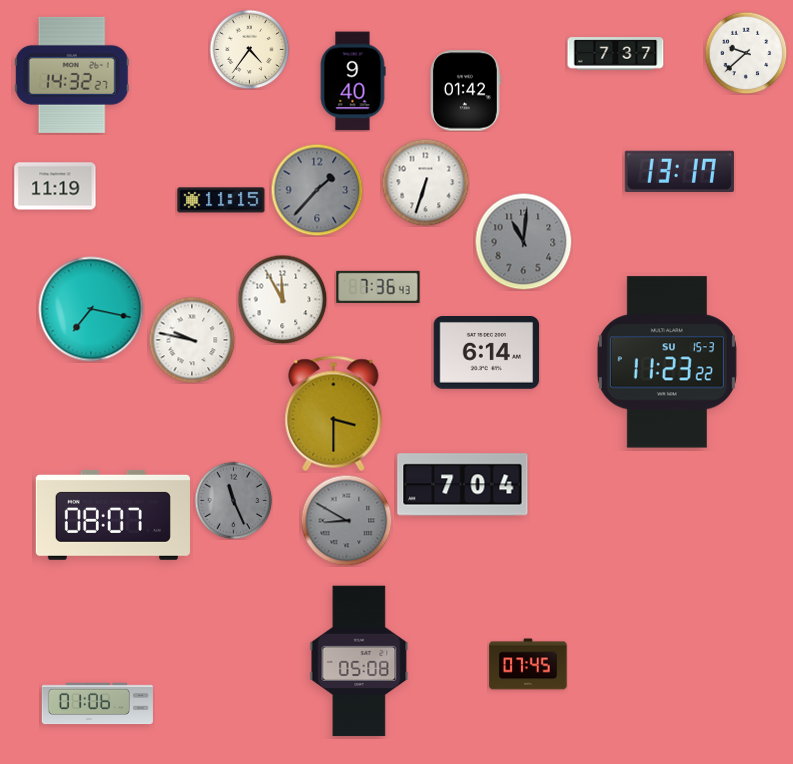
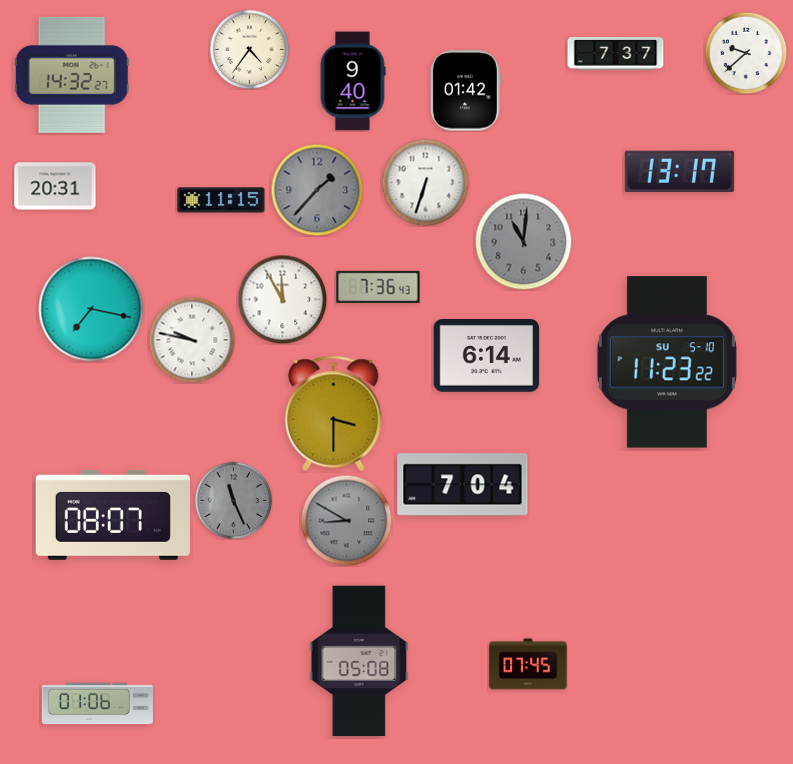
clock at (55, 186): 11:19 -> 20:31
clock at (487, 353) position: (487, 353) -> (487, 356)
clock at (667, 362) date: SU 15-3 -> SU 5-10
